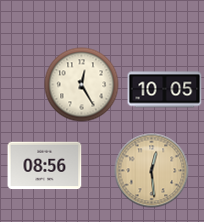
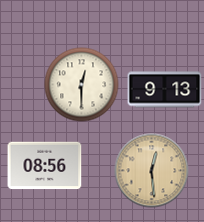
clock at (82, 85): 12:25 -> 12:30
clock at (165, 90): 10:05 -> 9:13
